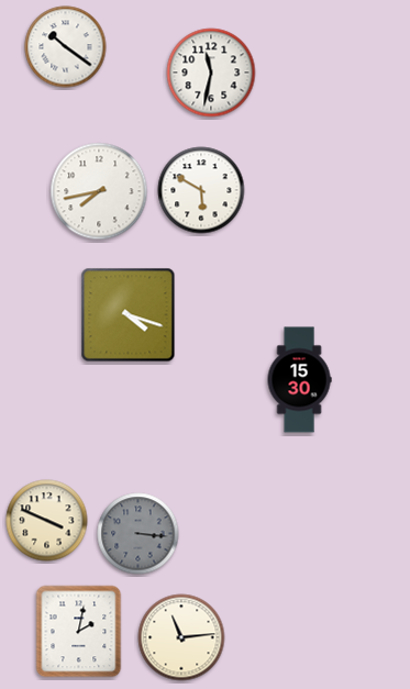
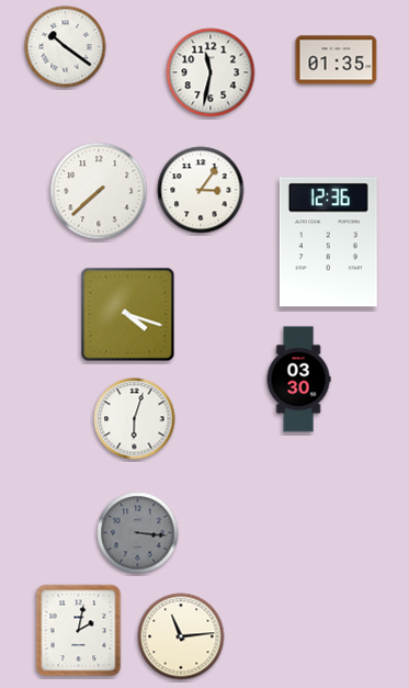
clock at (337, 60): none -> 01:35
clock at (201, 190): 5:50 -> 3:06
clock at (99, 191): 7:43 -> 7:38
clock at (328, 243): none -> 12:36
clock at (299, 380): 15:30 -> 03:30
clock at (135, 419): none -> 6:03
clock at (47, 521): 3:49 -> none
